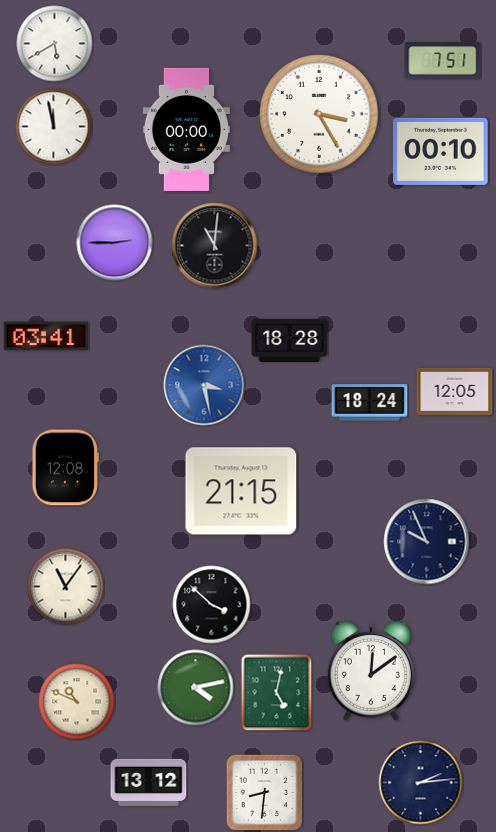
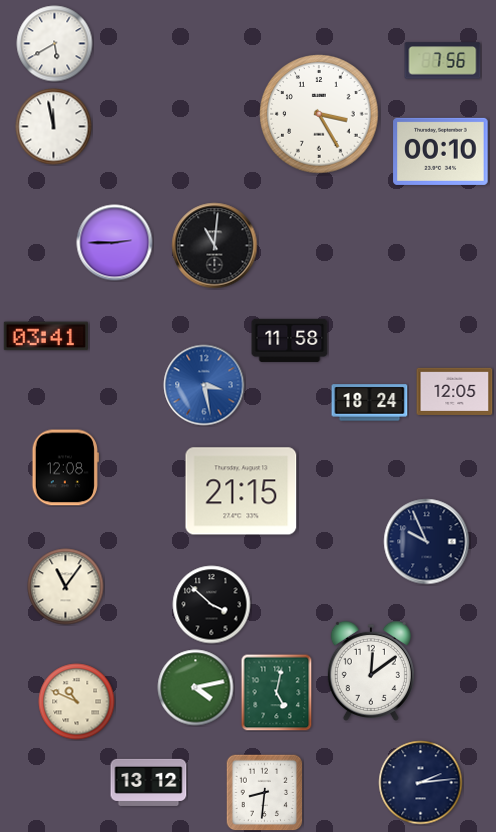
clock at (443, 61): 7:51 -> 7:56
clock at (186, 129): 00:00 -> none
clock at (290, 340): 18:28 -> 11:58
